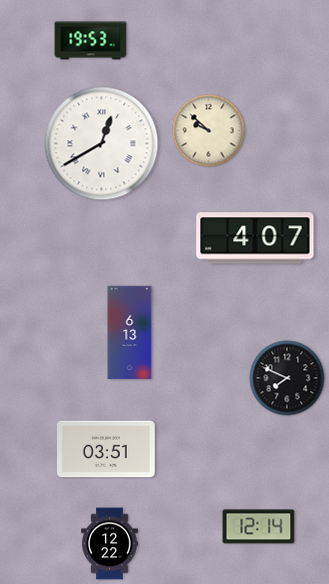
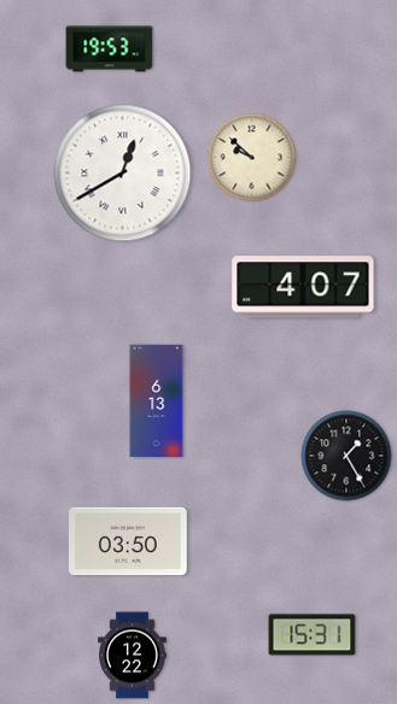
clock at (255, 238) position: (255, 238) -> (303, 287)
clock at (287, 378): 7:49 -> 1:25
clock at (106, 449): 03:51 -> 03:50
clock at (259, 527): 12:14 -> 15:31
